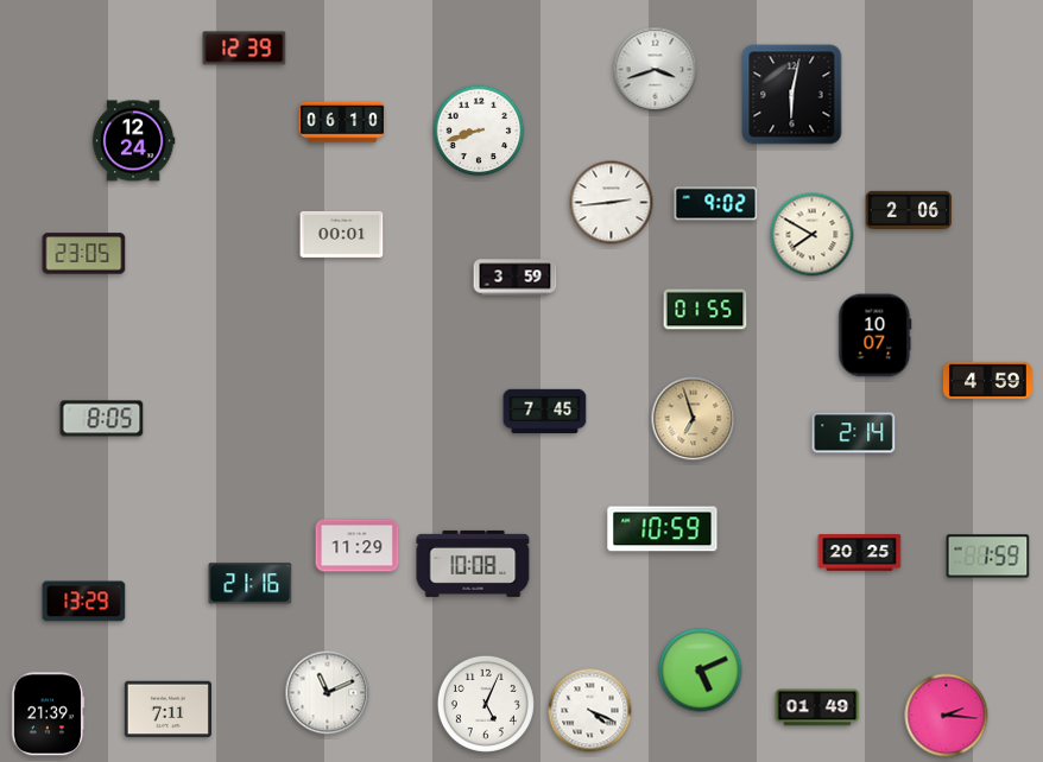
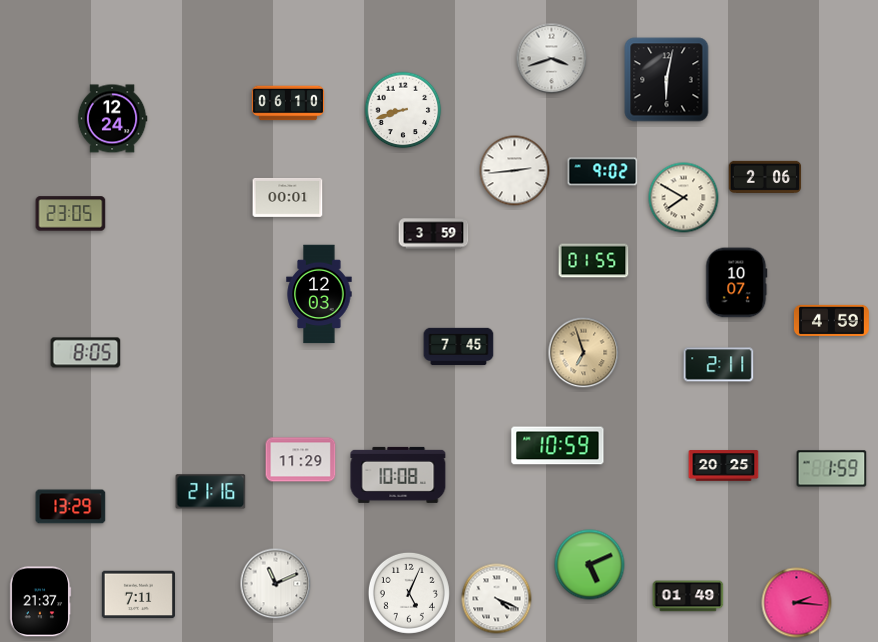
clock at (245, 49): 12:39 -> none
clock at (319, 294): none -> 12:03
clock at (854, 433): 2:14 -> 2:11
clock at (167, 710) position: (167, 710) -> (138, 595)
clock at (49, 715): 21:39 -> 21:37
